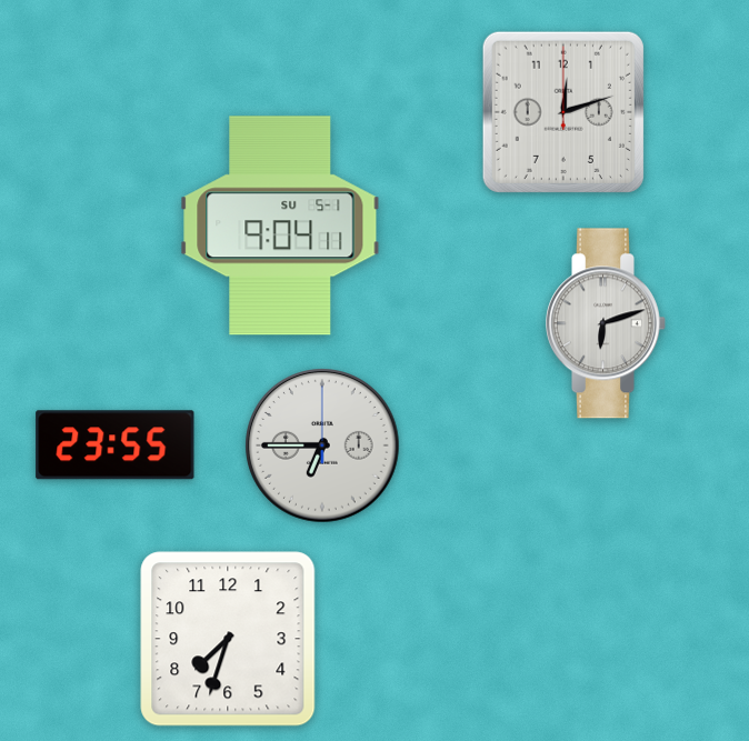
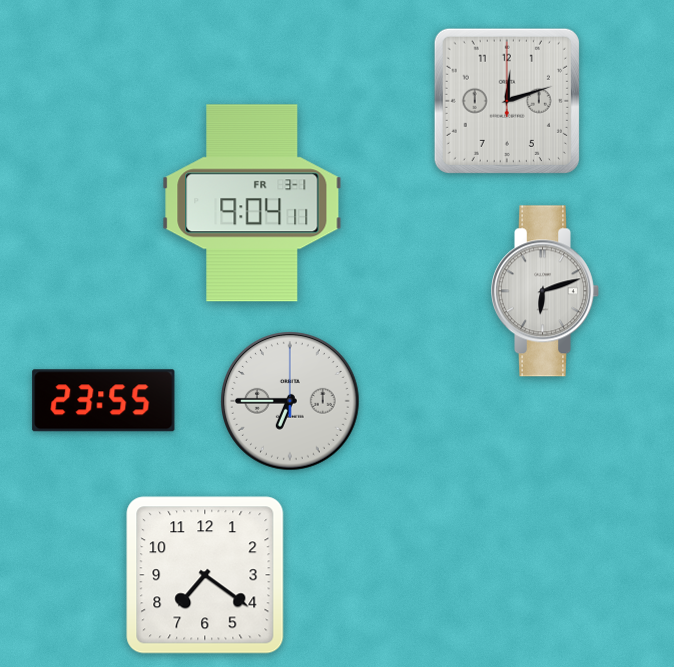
clock at (280, 226) date: SU 5-1 -> FR 3-1
clock at (228, 639): 7:33 -> 7:21
